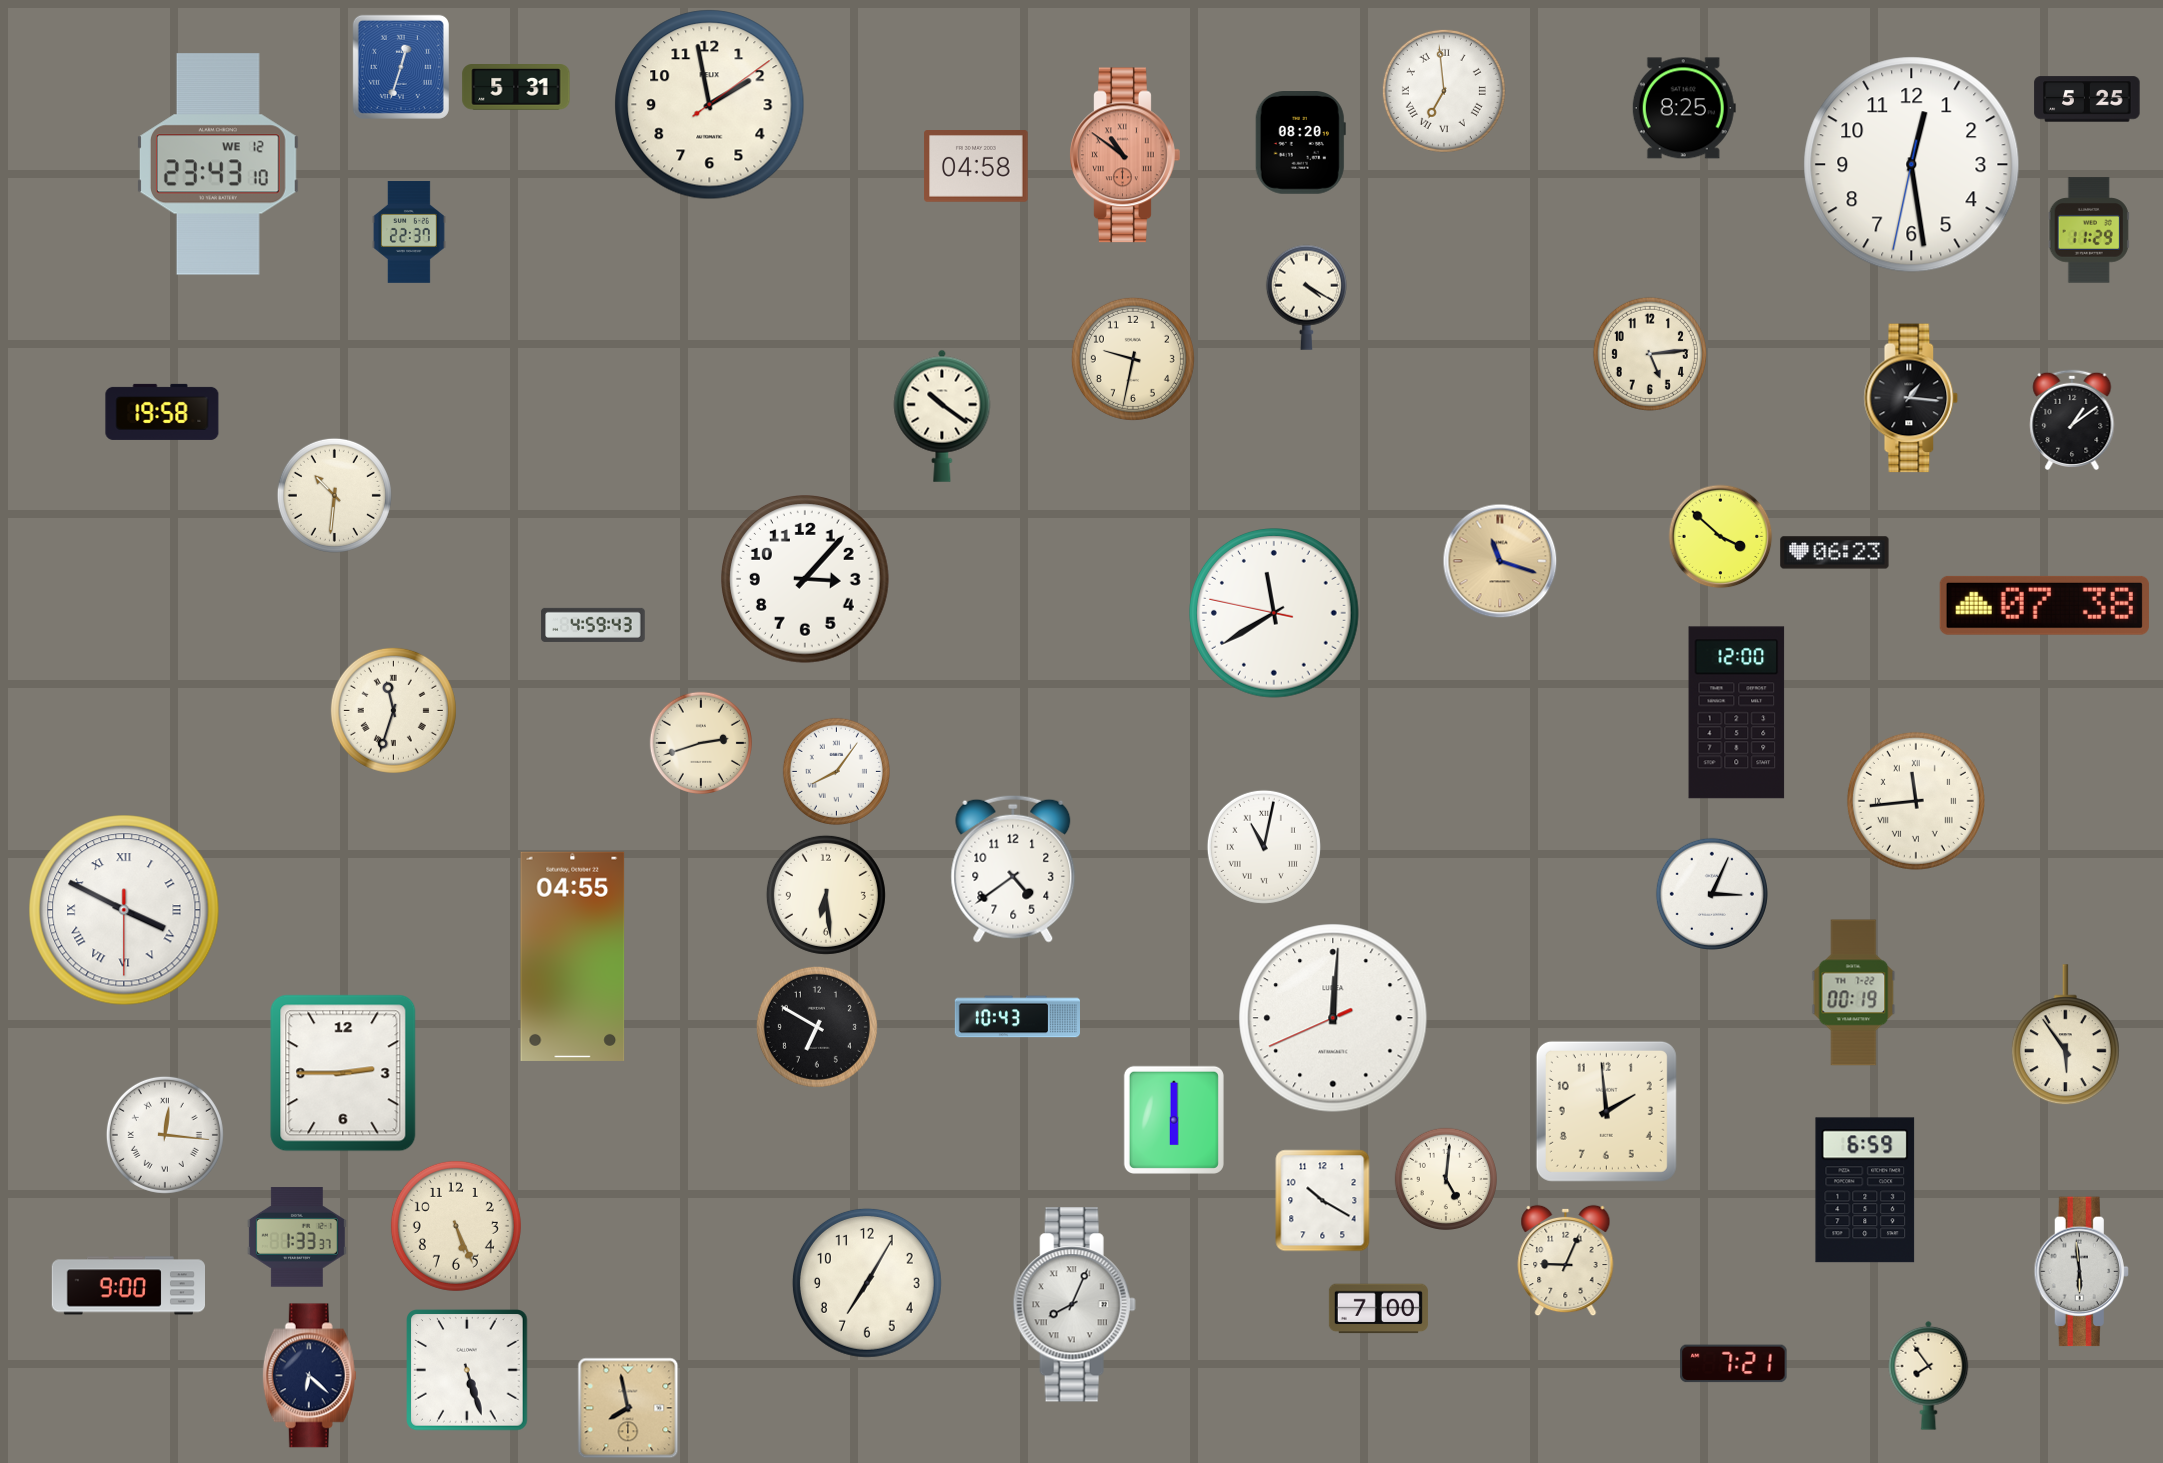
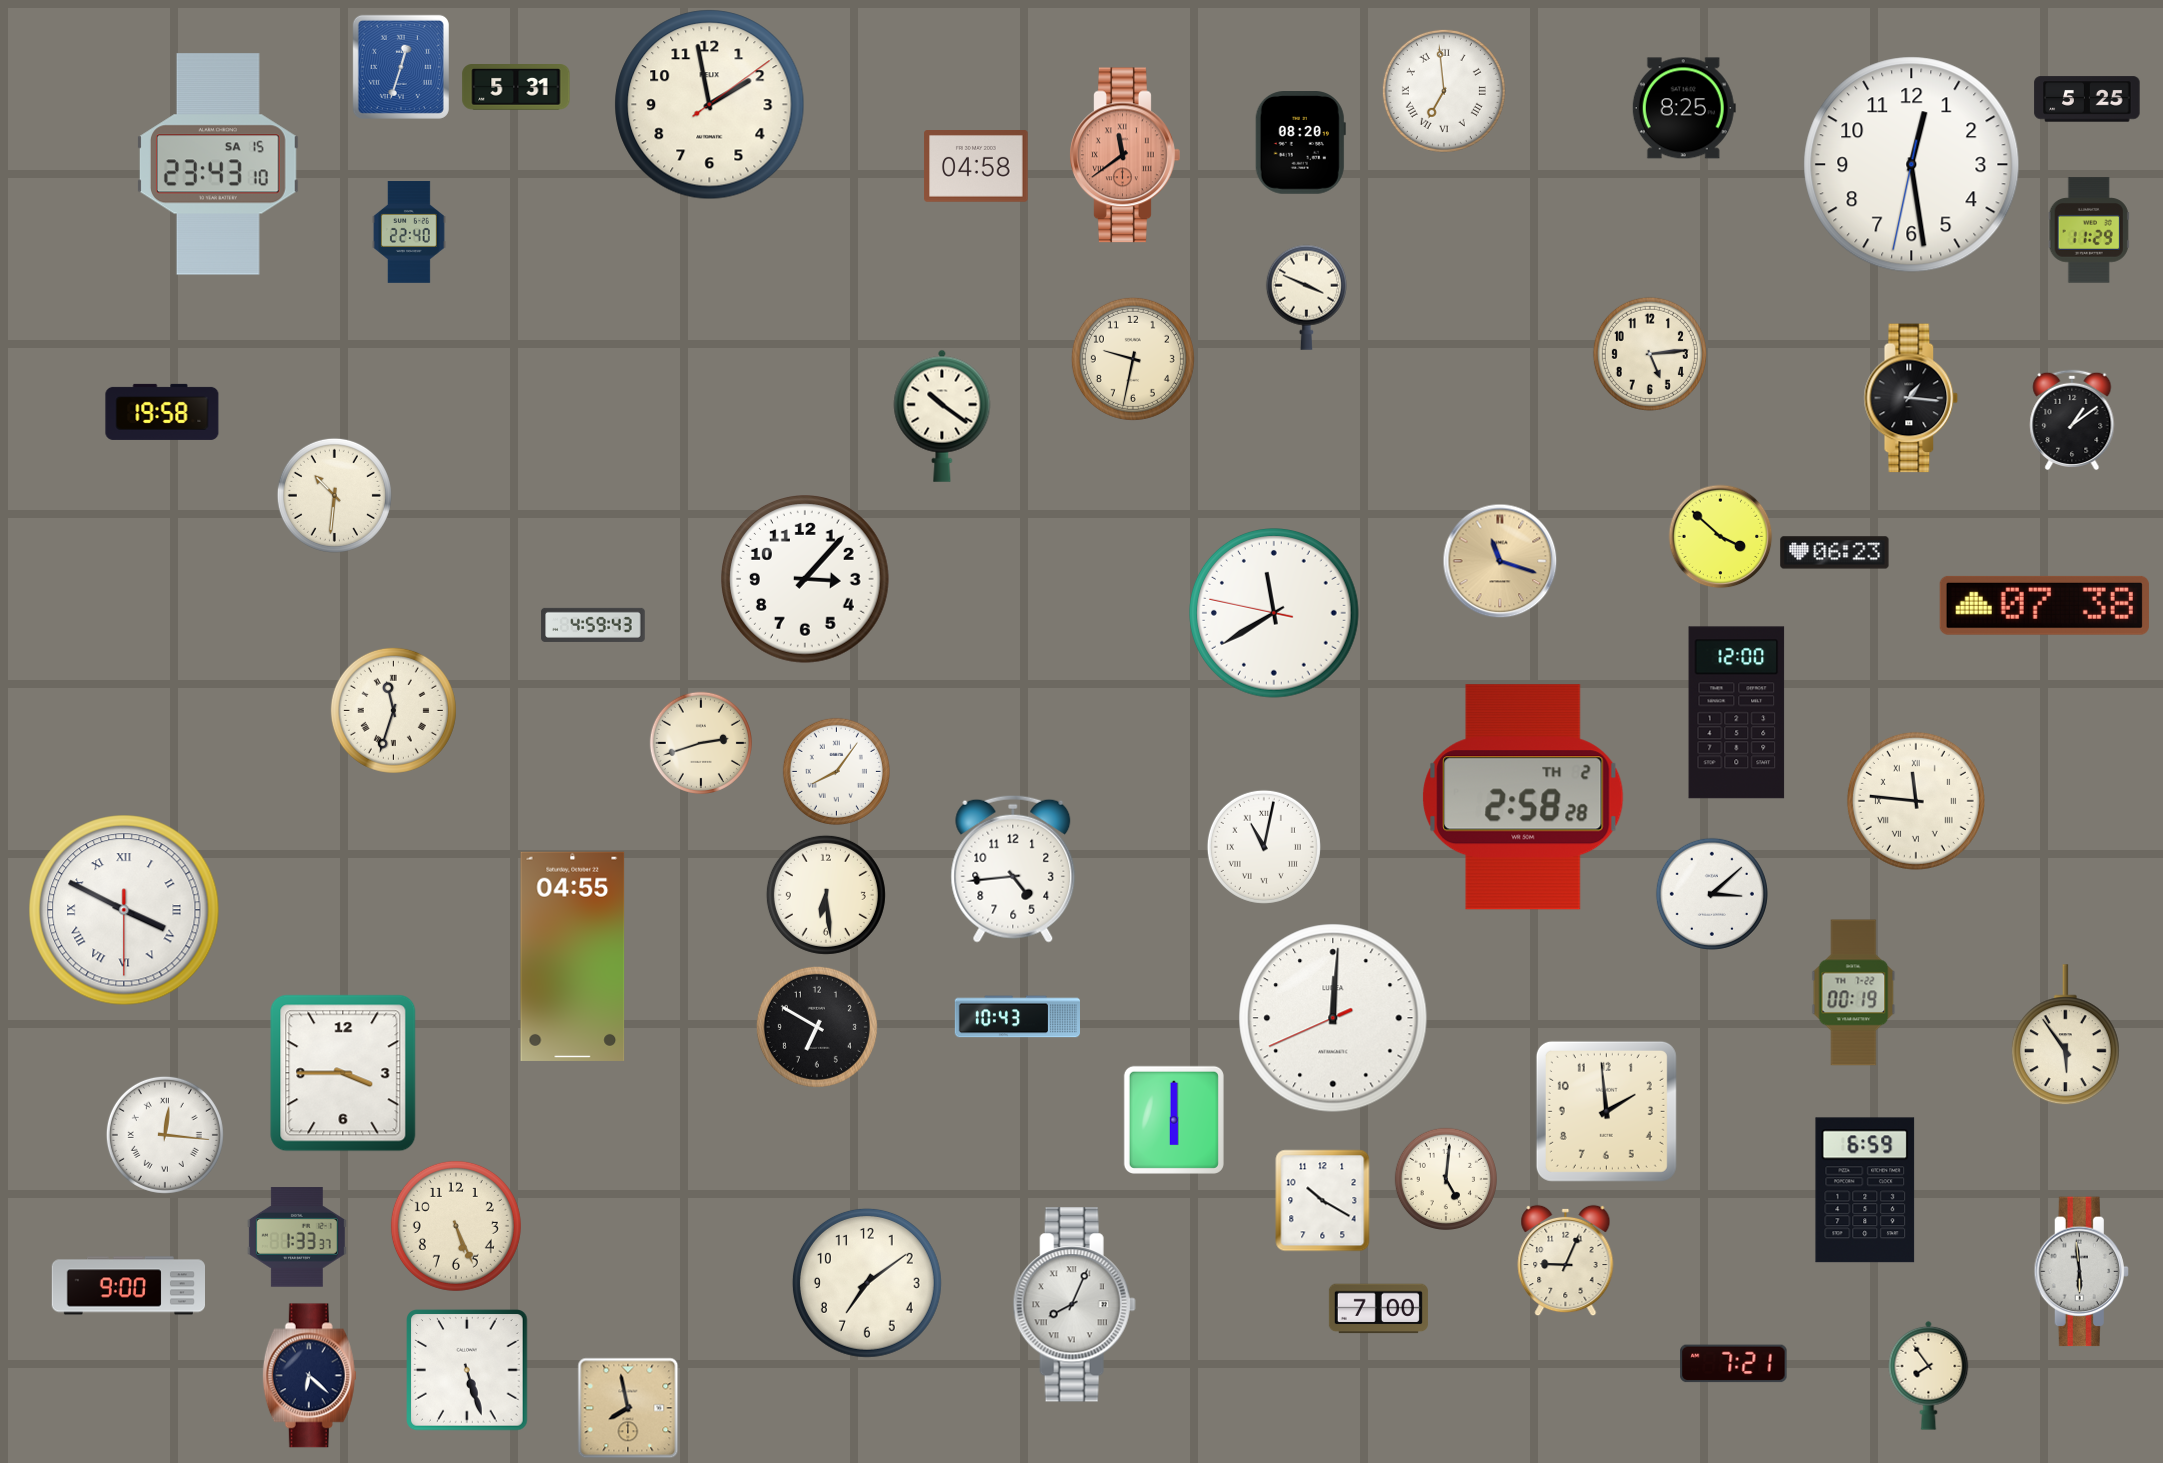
clock at (1125, 155): 10:51 -> 11:39
clock at (218, 164) date: WE 12 -> SA 15
clock at (409, 233): 22:37 -> 22:40
clock at (1306, 297): 4:20 -> 3:49
clock at (1523, 797): none -> 2:58
clock at (1916, 801): 11:44 -> 11:46
clock at (1013, 869): 4:39 -> 4:44
clock at (1712, 894): 3:04 -> 3:08
clock at (343, 1073): 2:45 -> 3:45
clock at (867, 1283): 7:05 -> 7:09
